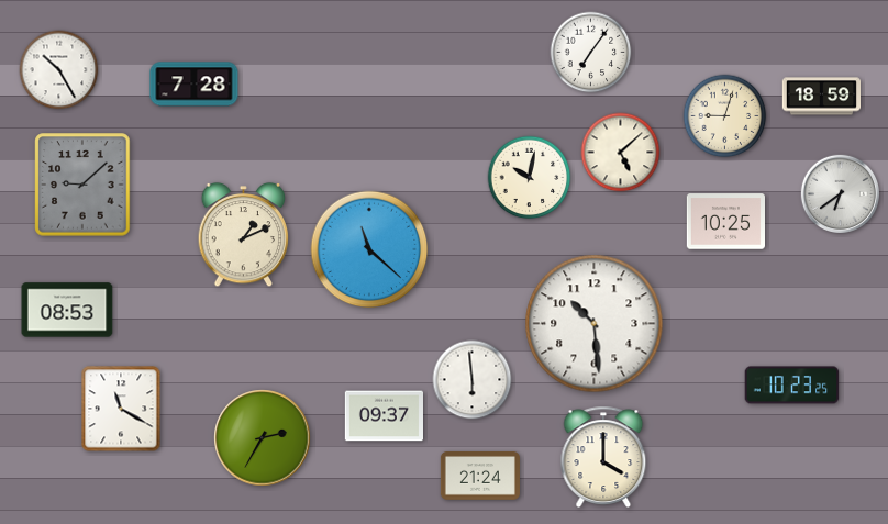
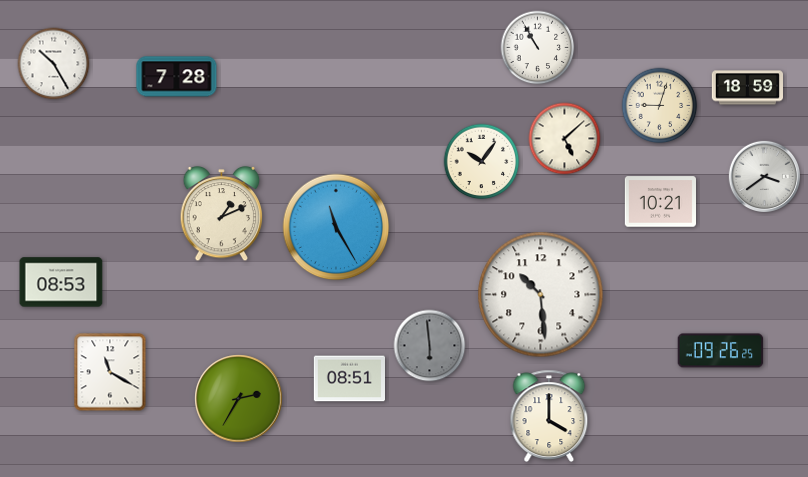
clock at (591, 53): 7:06 -> 10:55
clock at (530, 178): 10:02 -> 10:06
clock at (82, 185): 9:08 -> none
clock at (841, 194): 6:39 -> 3:39
clock at (725, 222): 10:25 -> 10:21
clock at (369, 249): 11:22 -> 11:25
clock at (473, 380) dial: white -> grey
clock at (792, 386): 10:23 -> 09:26
clock at (384, 416): 09:37 -> 08:51
clock at (480, 477): 21:24 -> none
